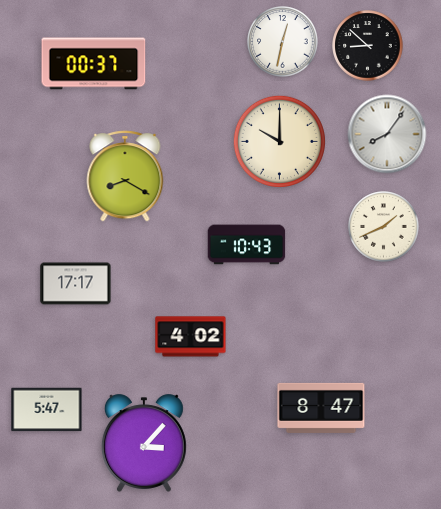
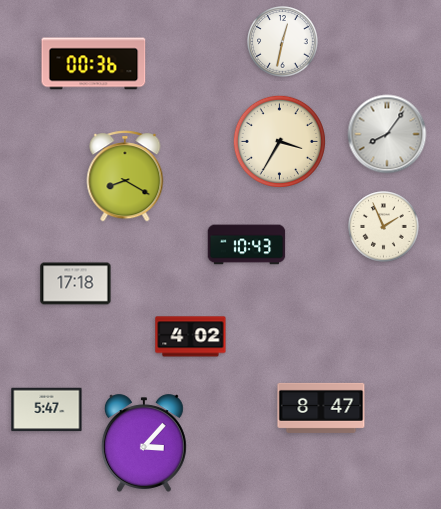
clock at (368, 46): 8:52 -> none
clock at (94, 64): 00:37 -> 00:36
clock at (279, 141): 10:00 -> 3:35
clock at (384, 227): 1:41 -> 1:56
clock at (76, 284): 17:17 -> 17:18
